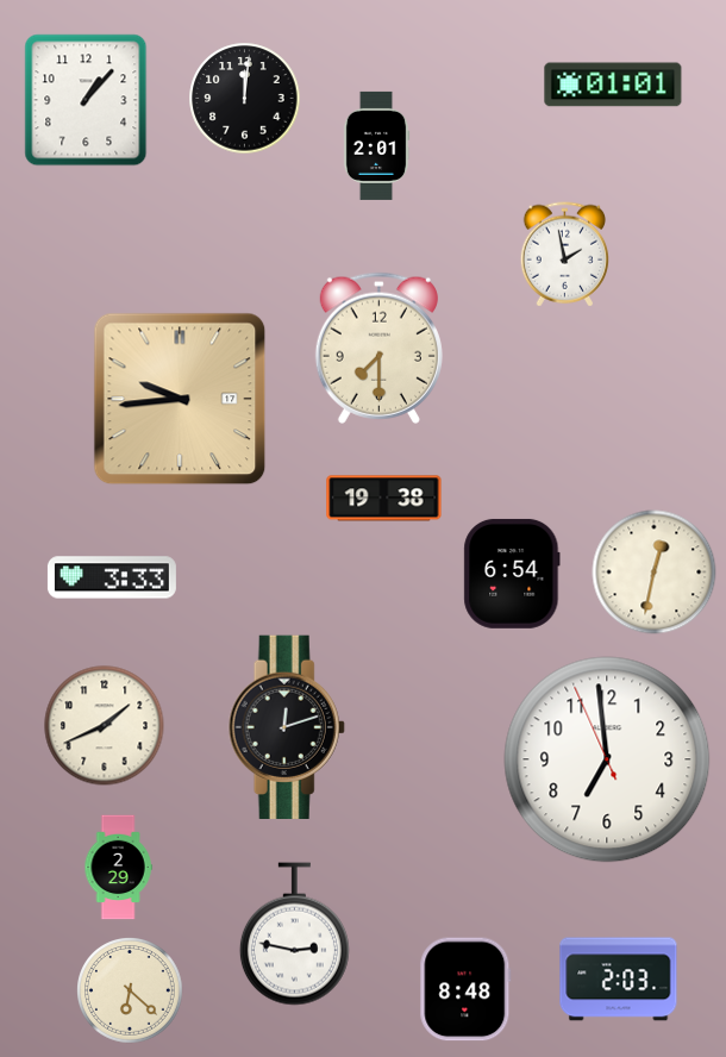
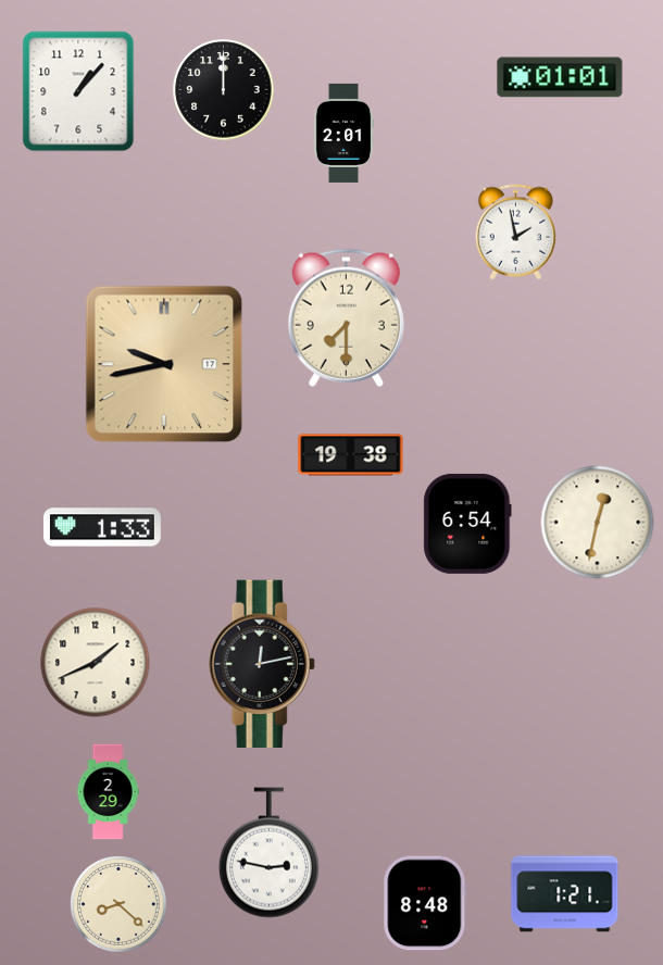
clock at (245, 99): 12:01 -> 12:00
clock at (180, 399): 9:44 -> 9:43
clock at (112, 577): 3:33 -> 1:33
clock at (287, 726): 12:12 -> 12:13
clock at (607, 759): 6:58 -> none
clock at (619, 980): 2:03 -> 1:21
clock at (131, 992): 6:22 -> 8:22
